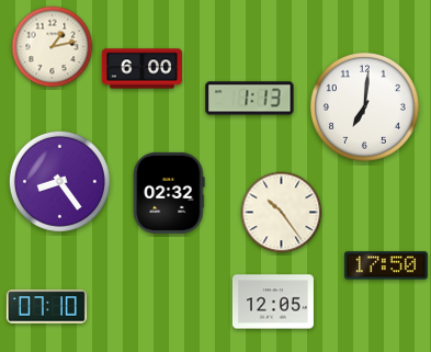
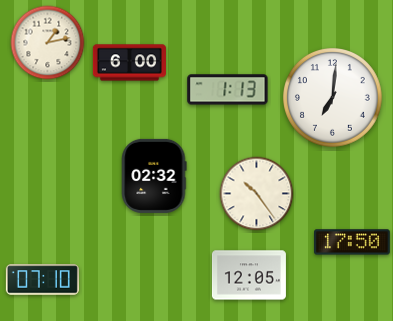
clock at (59, 181): 8:24 -> none
